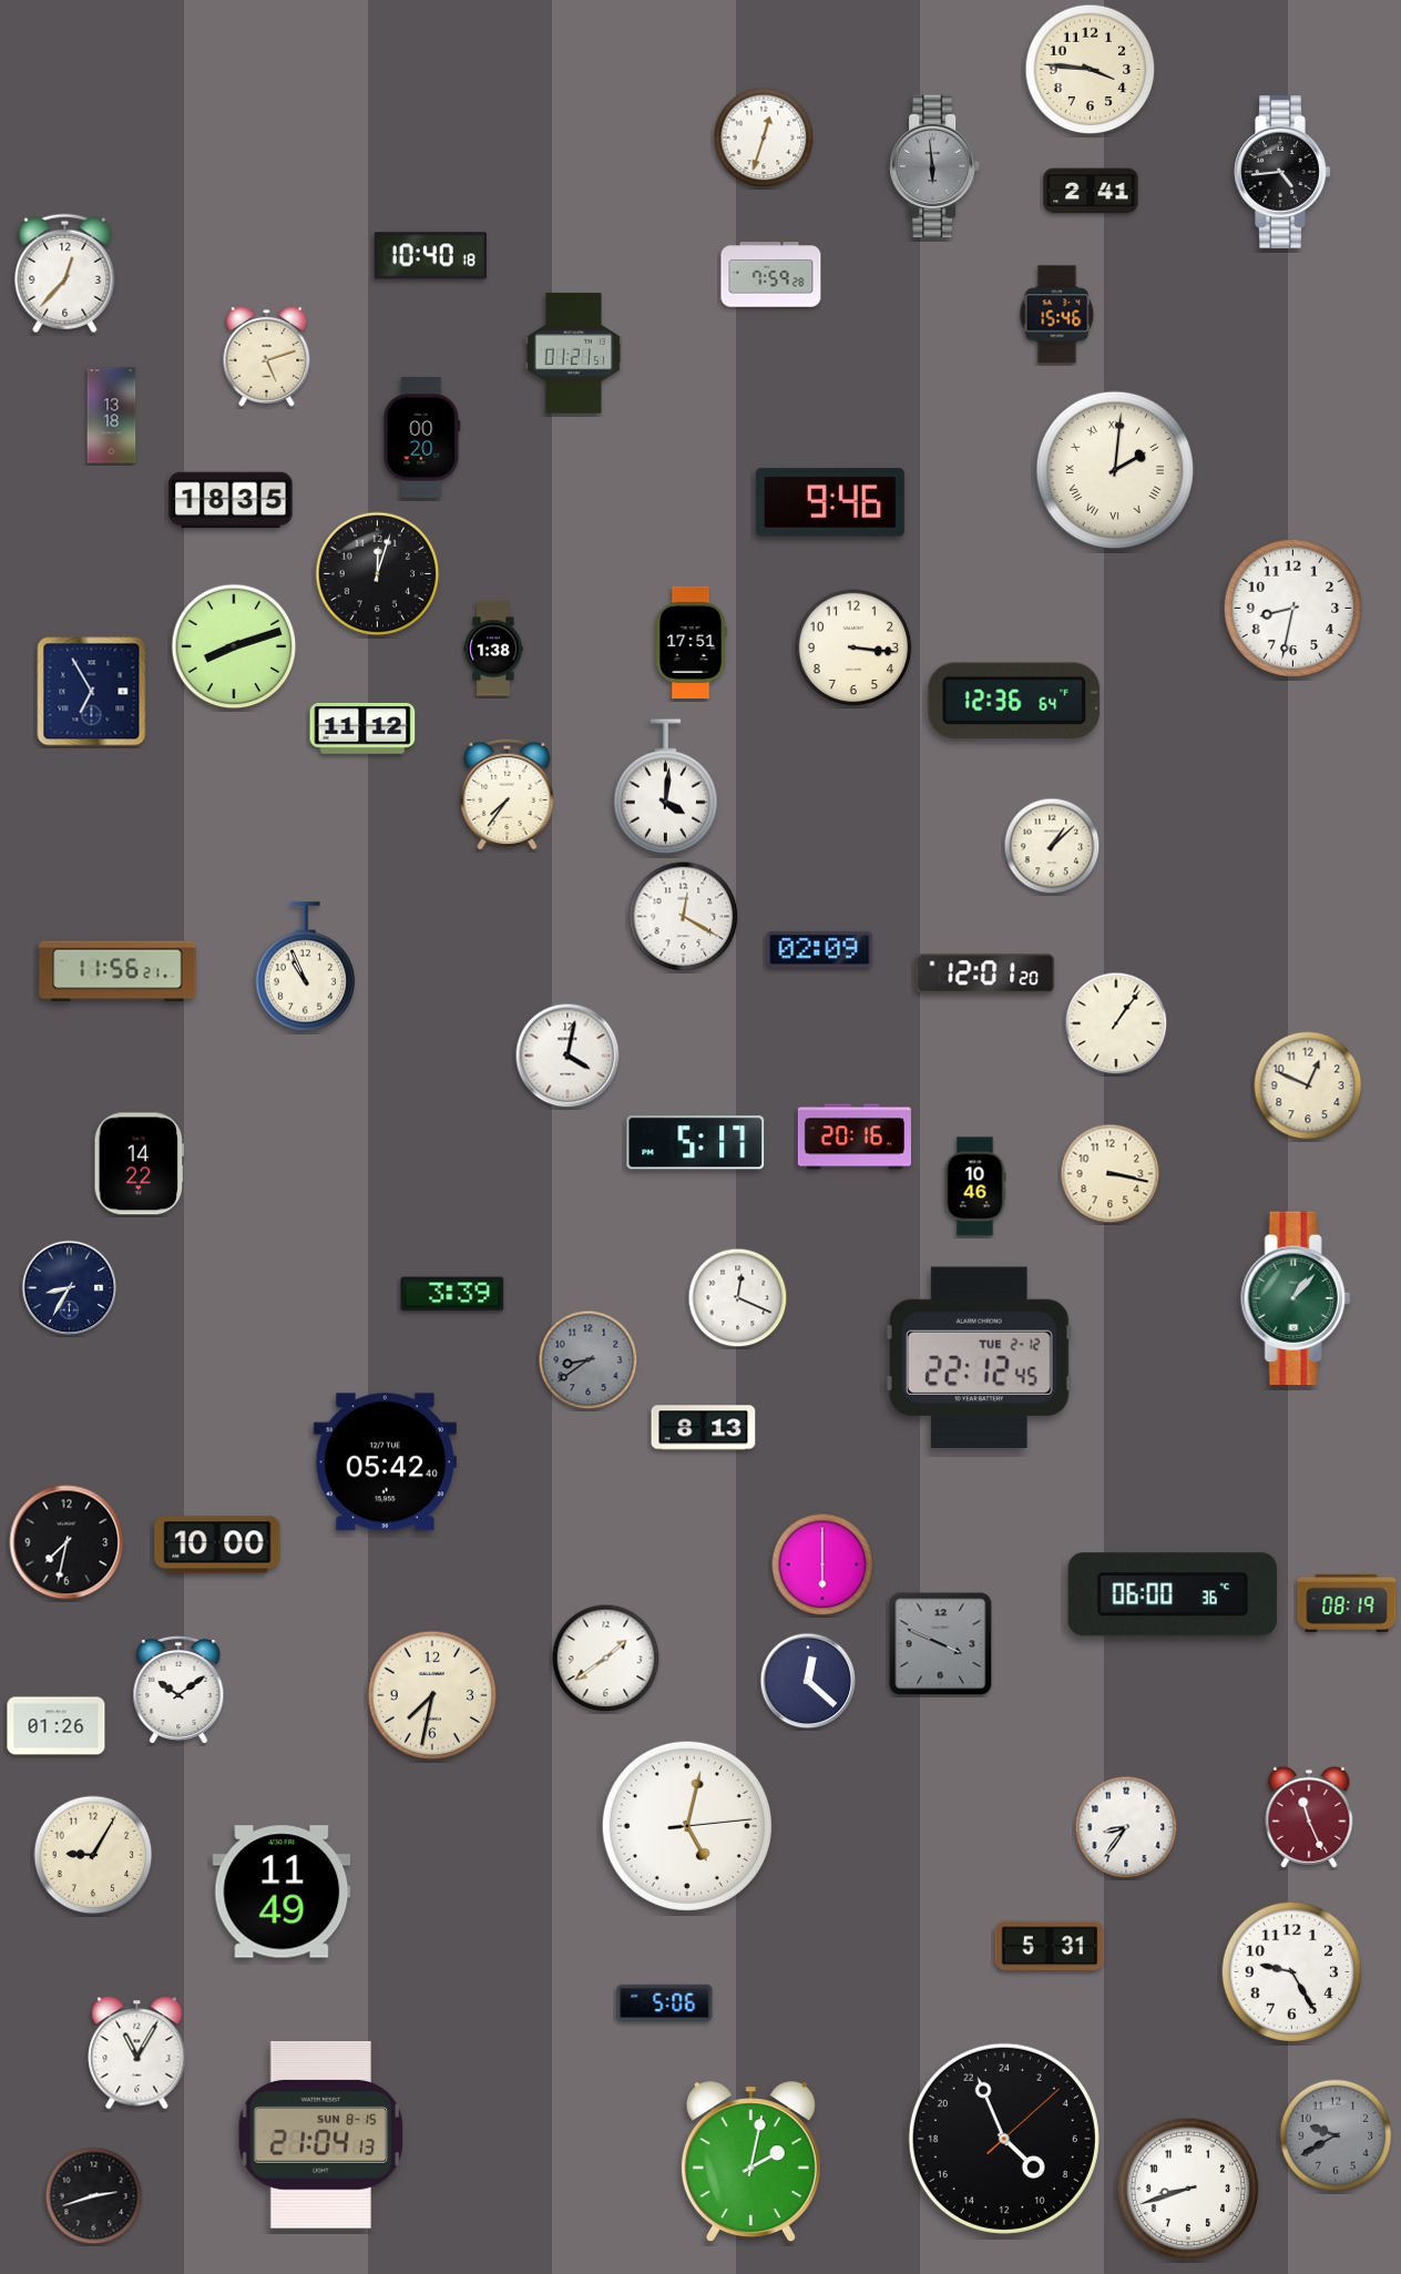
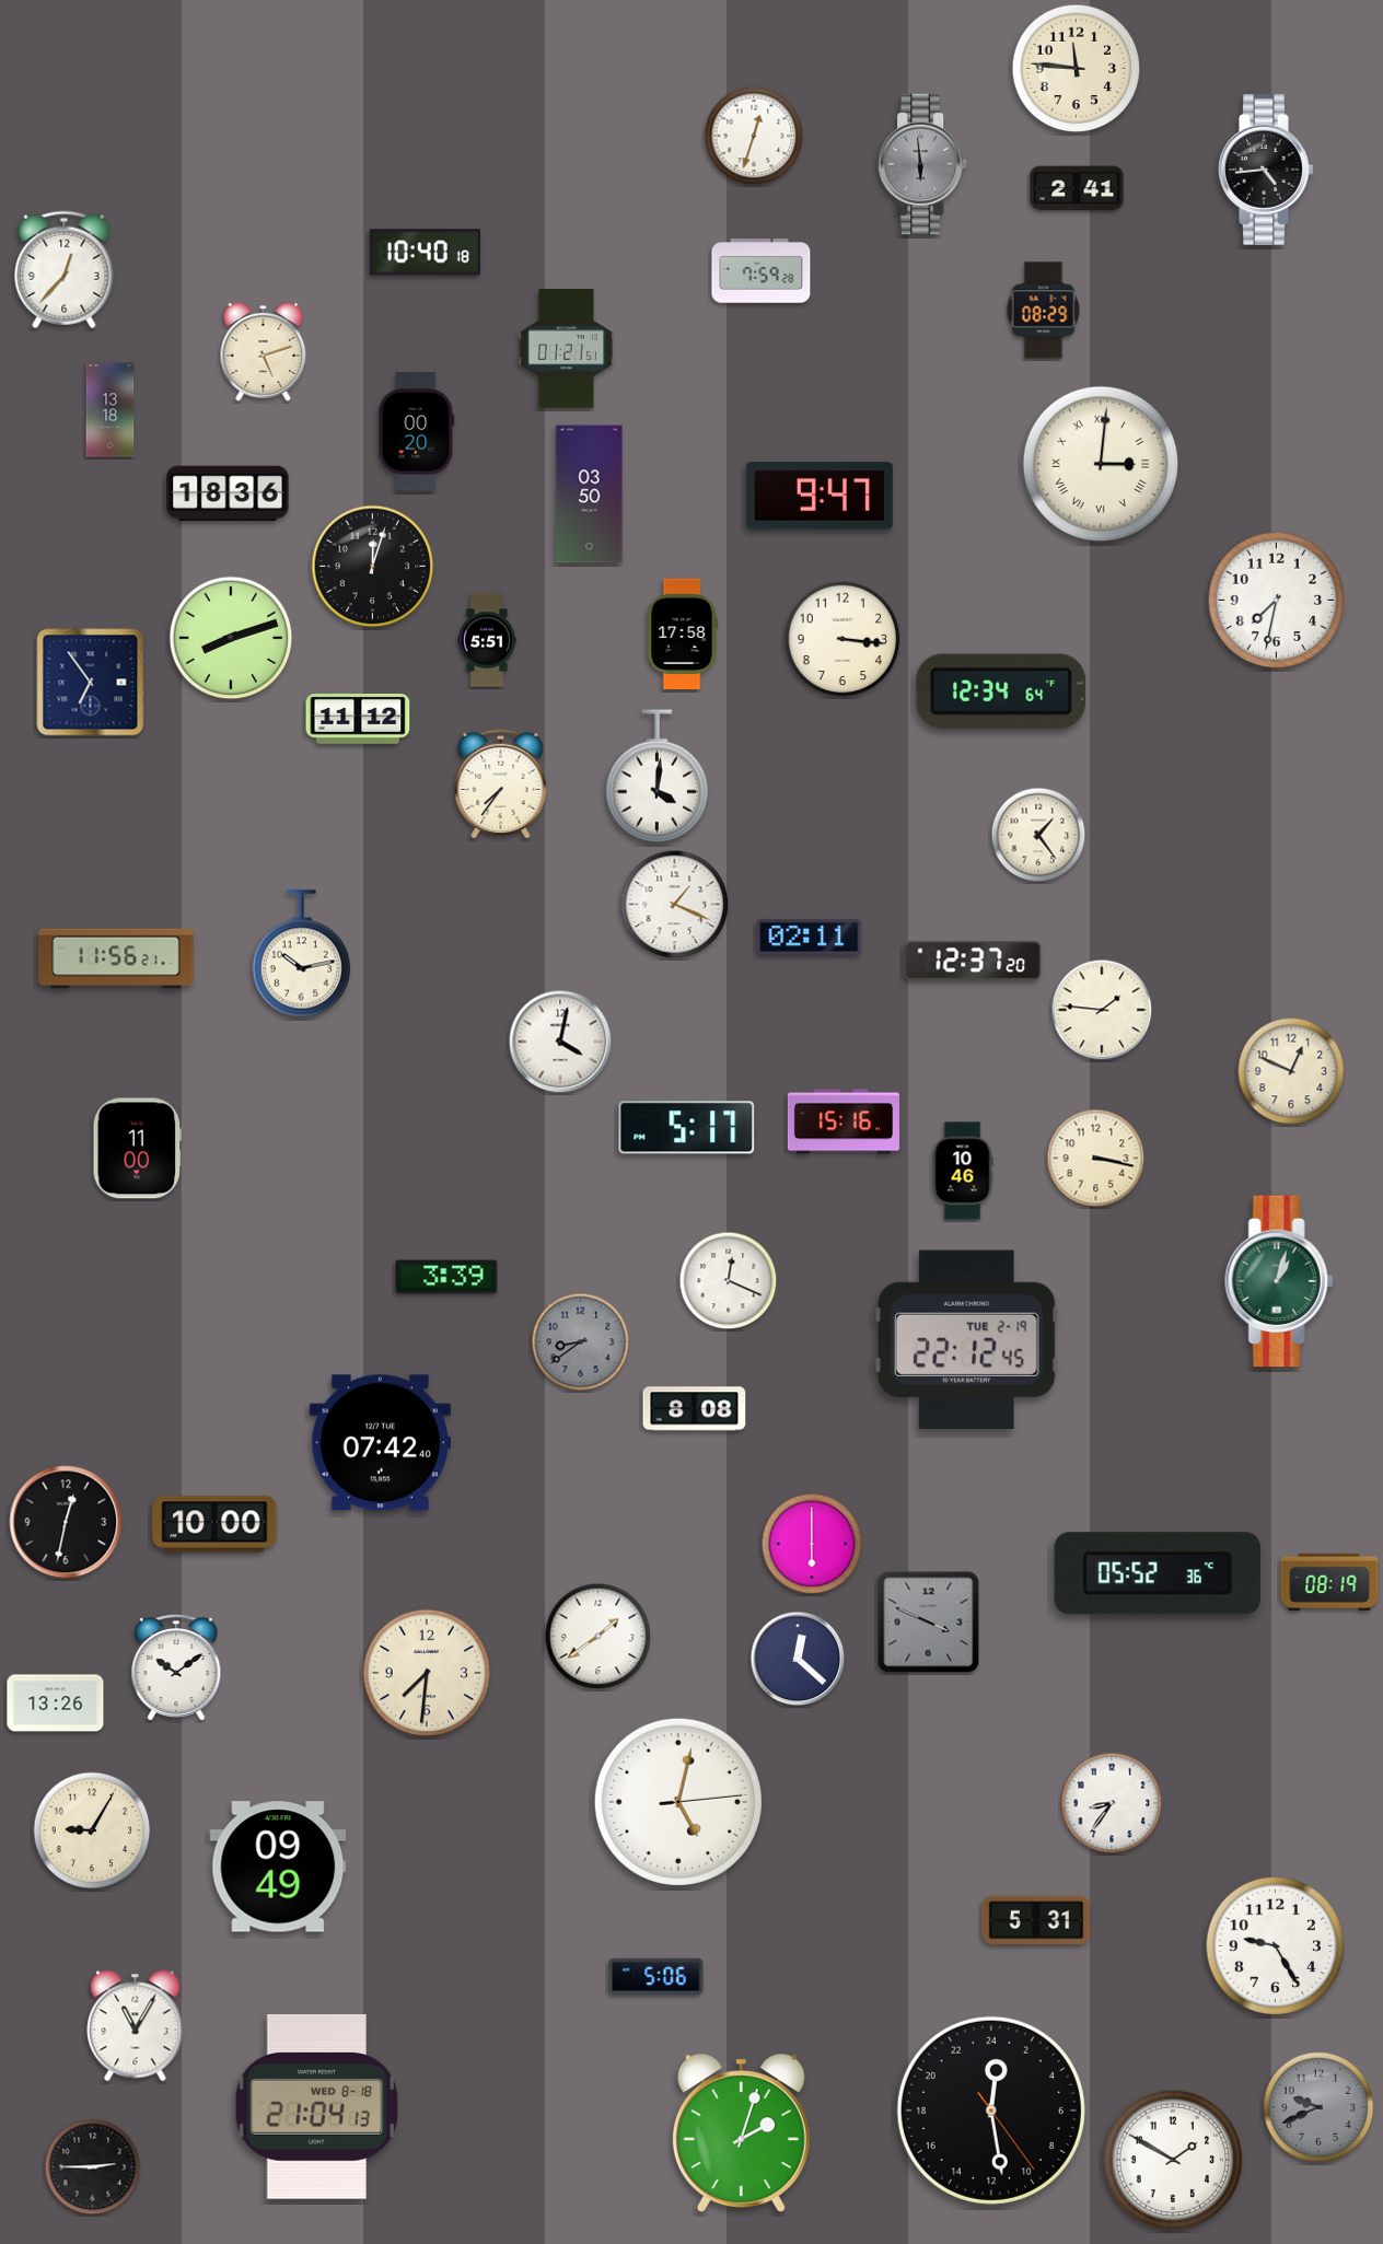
clock at (1091, 70): 3:46 -> 11:46
clock at (1057, 315): 15:46 -> 08:29
clock at (1114, 469): 2:01 -> 3:01
clock at (231, 500): 18:35 -> 18:36
clock at (590, 495): none -> 03:50
clock at (830, 502): 9:46 -> 9:47
clock at (1293, 609): 8:32 -> 7:32
clock at (691, 642): 17:51 -> 17:58
clock at (493, 649): 1:38 -> 5:51
clock at (92, 692): 6:55 -> 6:54
clock at (1014, 701): 12:36 -> 12:34
clock at (1052, 846): 1:08 -> 1:24
clock at (684, 917): 12:20 -> 1:19
clock at (820, 949): 02:09 -> 02:11
clock at (306, 967): 10:56 -> 10:13
clock at (985, 973): 12:01 -> 12:37
clock at (1116, 1023): 1:06 -> 1:46
clock at (855, 1136): 20:16 -> 15:16
clock at (140, 1164): 14:22 -> 11:00
clock at (70, 1288): 8:35 -> none
clock at (1296, 1298): 1:07 -> 1:03
clock at (979, 1357) date: TUE 2-12 -> TUE 2-19
clock at (704, 1428): 8:13 -> 8:08
clock at (385, 1462): 05:42 -> 07:42
clock at (67, 1542): 7:32 -> 12:32
clock at (1173, 1594): 06:00 -> 05:52
clock at (432, 1695): 7:32 -> 7:31
clock at (57, 1726): 01:26 -> 13:26
clock at (1309, 1817): 11:26 -> none
clock at (282, 1891): 11:49 -> 09:49
clock at (321, 2135) date: SUN 8-15 -> WED 8-18
clock at (1336, 2135): 9:40 -> 9:41
clock at (1004, 2139): 8:56 -> 0:28
clock at (750, 2162): 2:02 -> 2:03
clock at (1188, 2189): 8:42 -> 1:50
clock at (94, 2196): 2:42 -> 2:45
